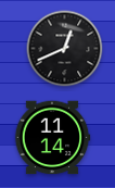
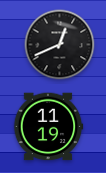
clock at (52, 138): 11:14 -> 11:19
